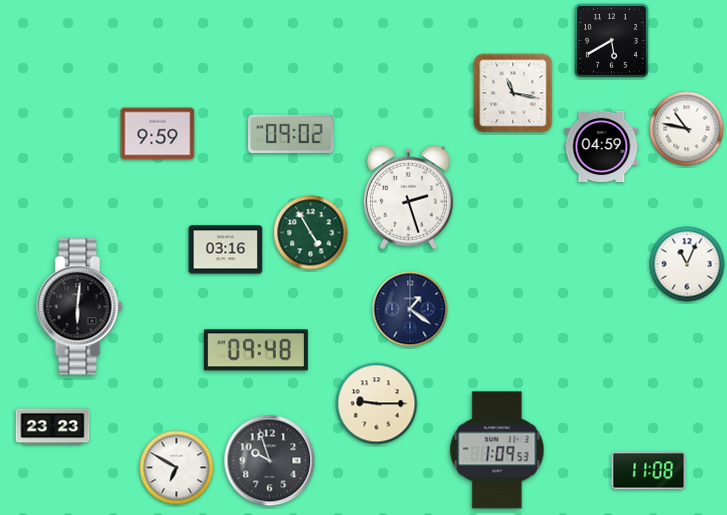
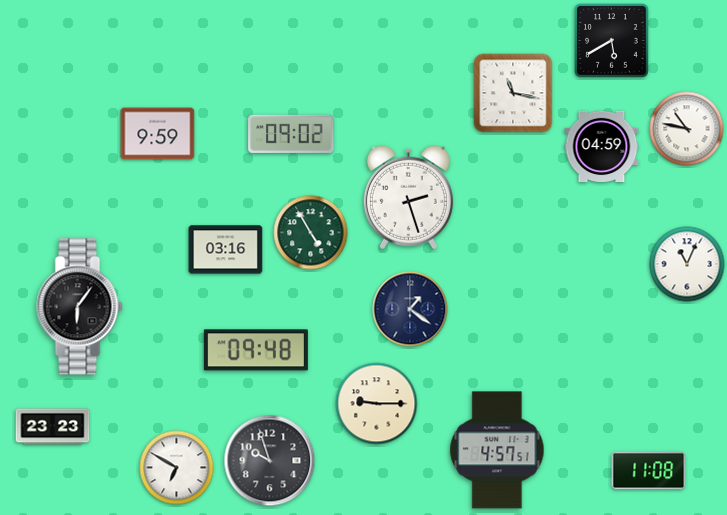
clock at (80, 307): 6:01 -> 6:06
clock at (497, 450): 1:09 -> 4:57
